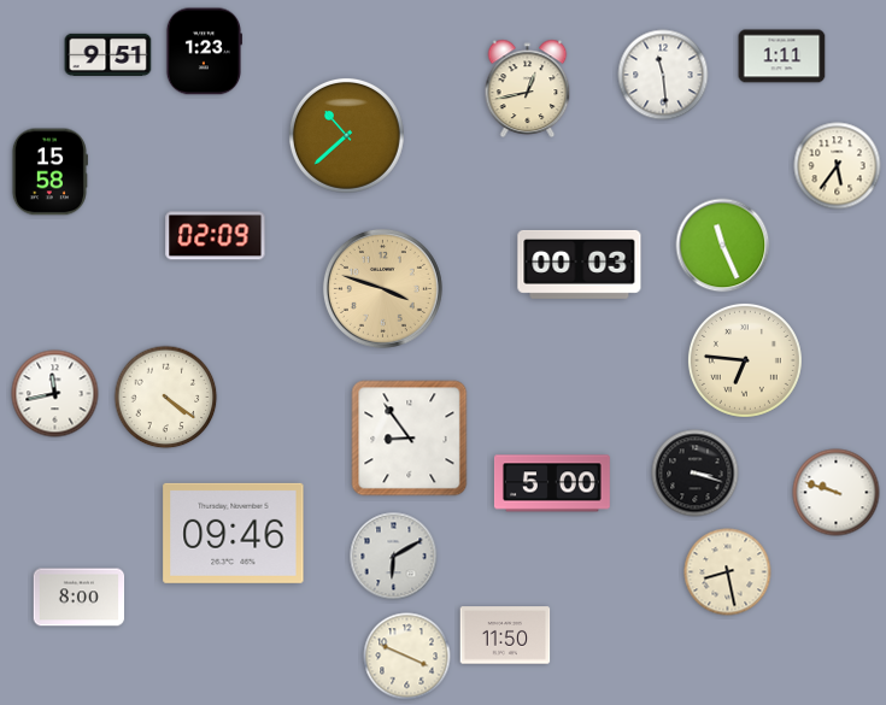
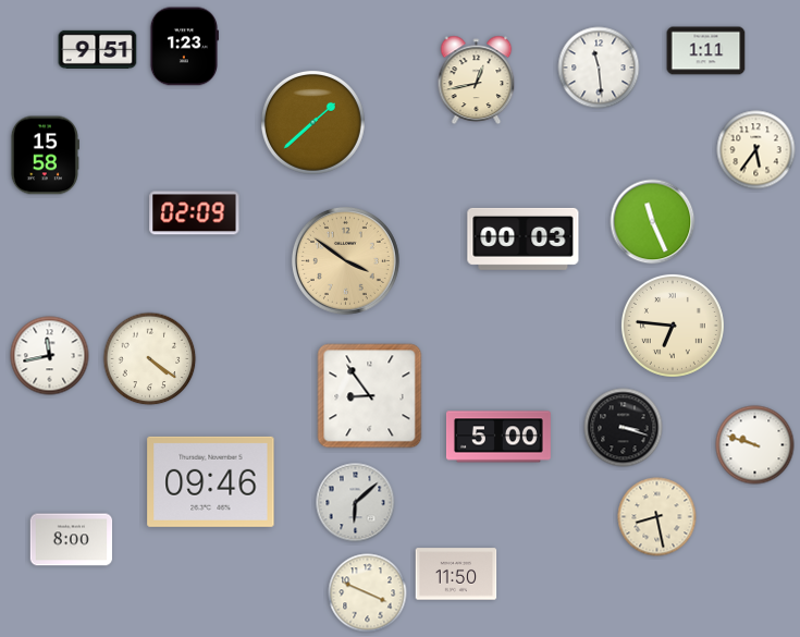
clock at (346, 135): 10:38 -> 1:38
clock at (382, 288): 3:48 -> 3:51
clock at (696, 474) position: (696, 474) -> (624, 428)
clock at (394, 557): 6:10 -> 6:08
